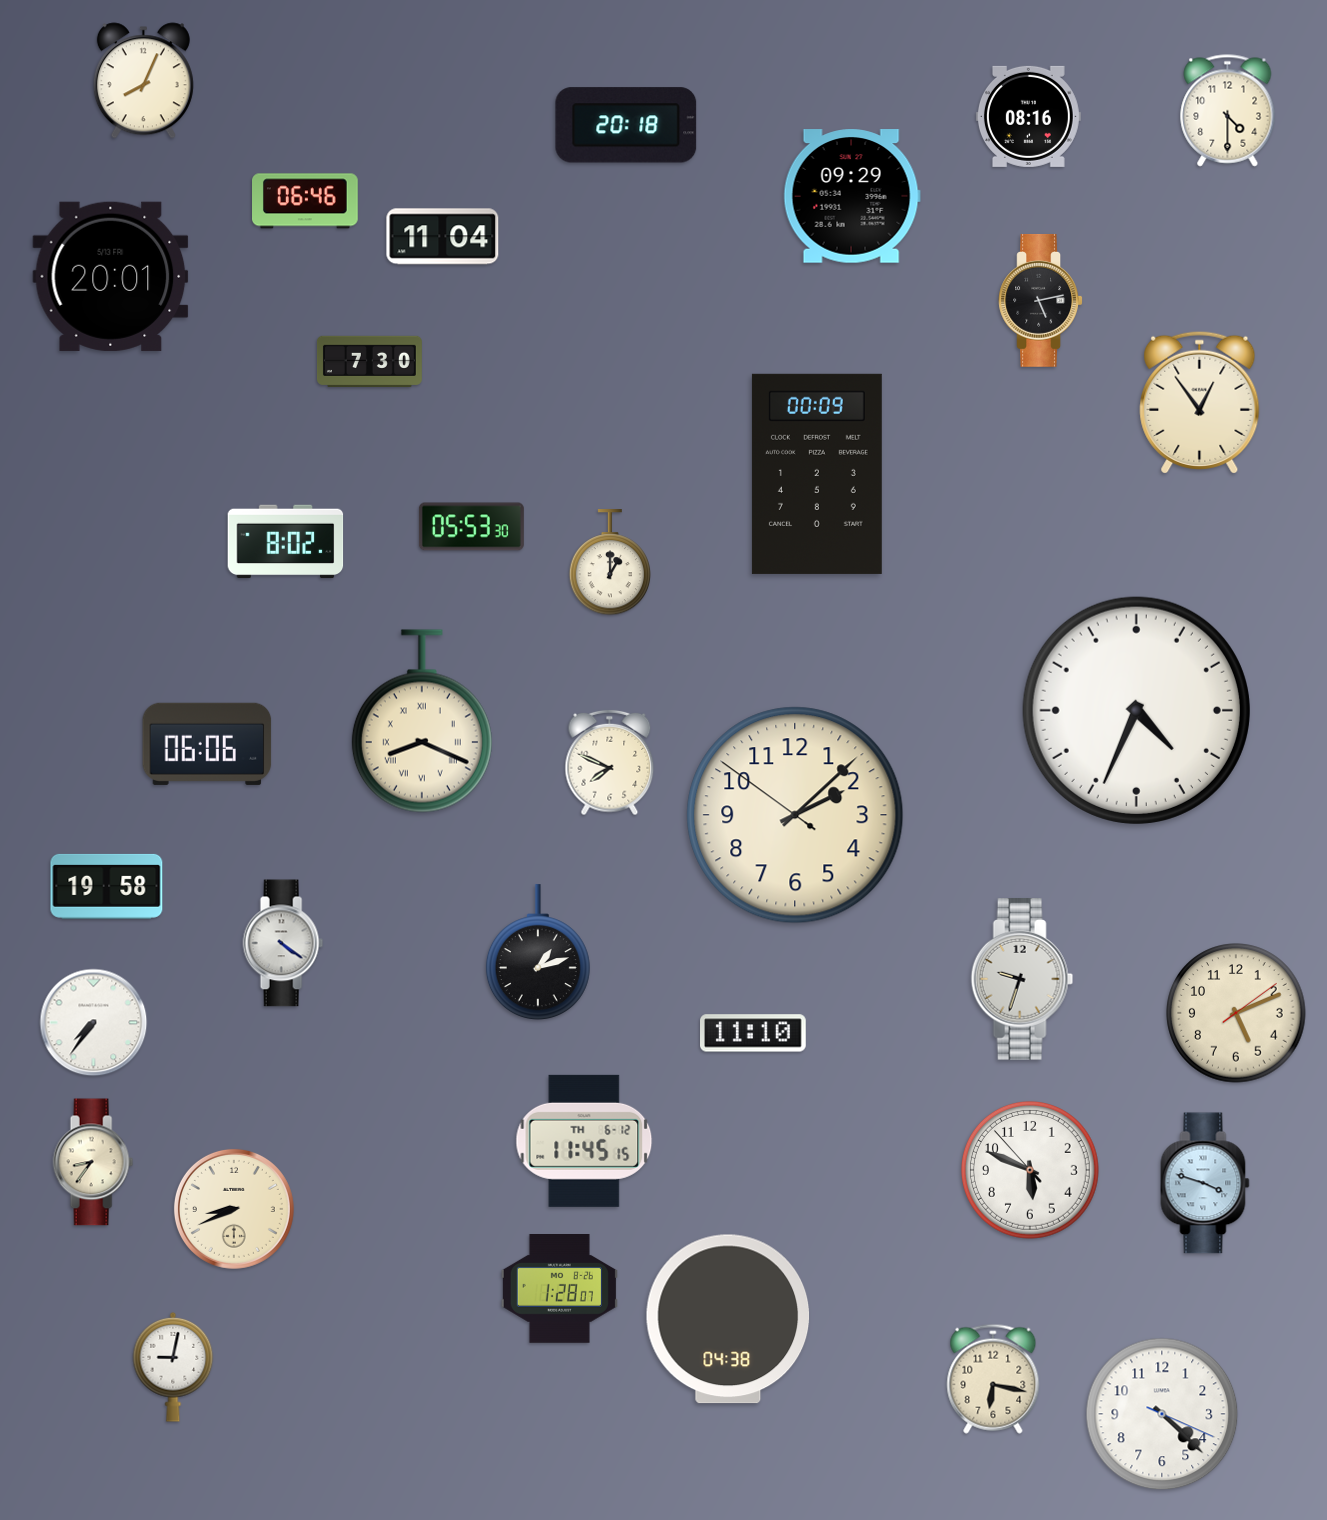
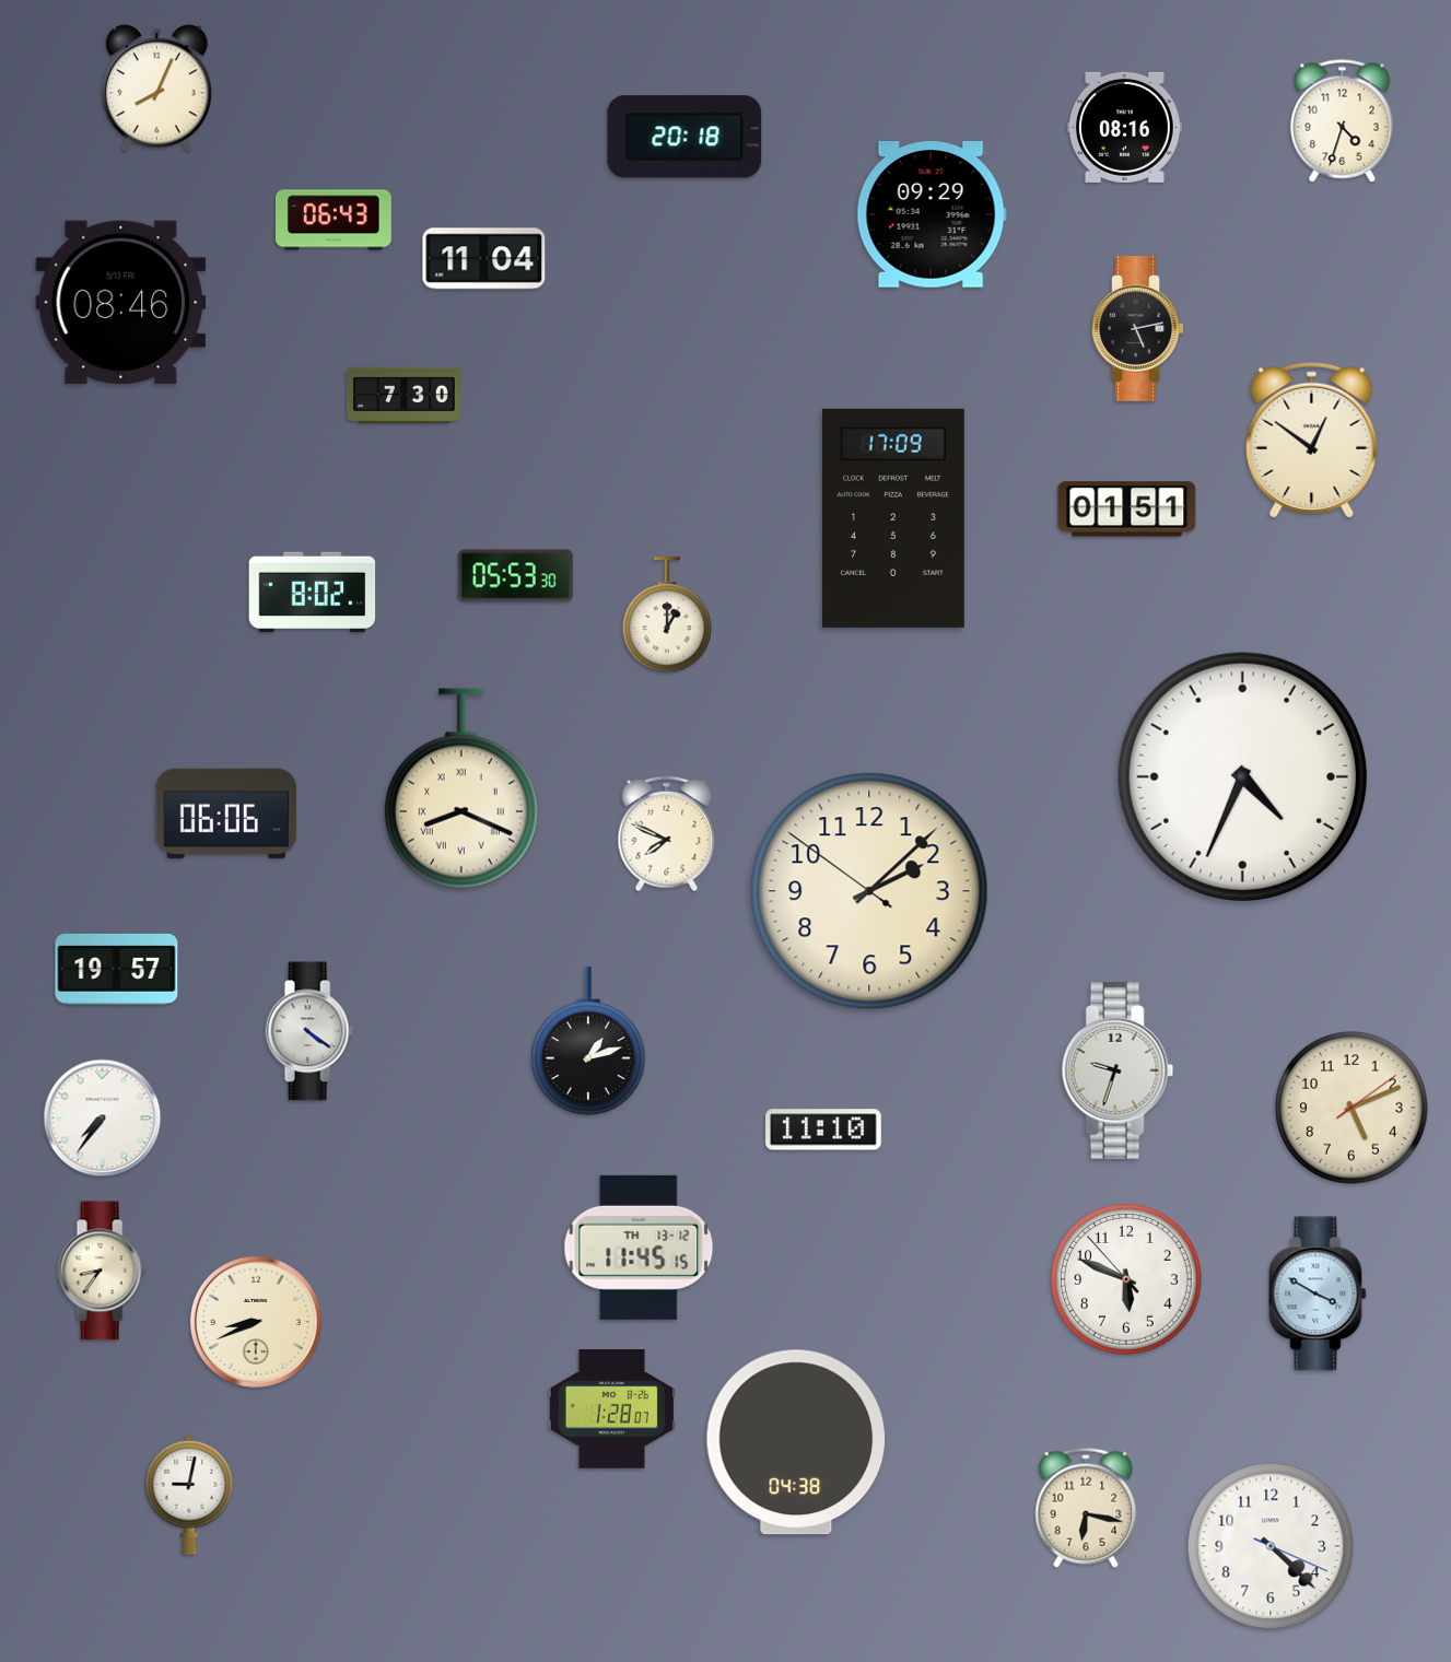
clock at (1228, 111): 4:30 -> 4:33
clock at (306, 201): 06:46 -> 06:43
clock at (111, 276): 20:01 -> 08:46
clock at (1200, 402): 12:54 -> 12:51
clock at (1127, 510): none -> 01:51
clock at (817, 474): 00:09 -> 17:09
clock at (107, 886): 19:58 -> 19:57
clock at (584, 1141) date: TH 6-12 -> TH 13-12
clock at (1205, 1183): 3:48 -> 3:50
